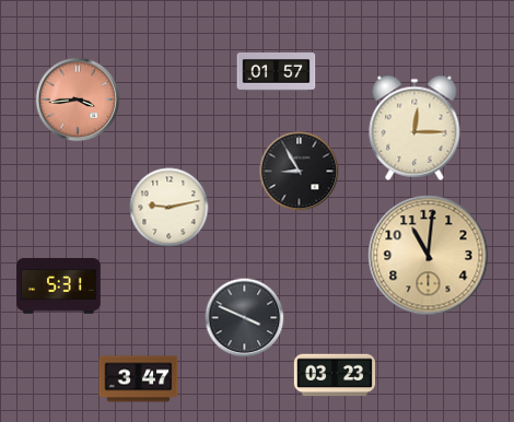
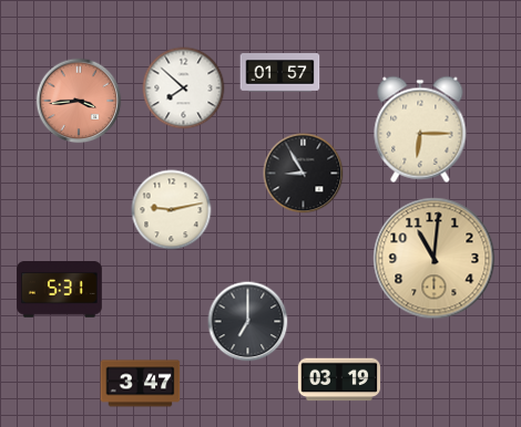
clock at (184, 88): none -> 7:52
clock at (414, 128): 12:15 -> 6:15
clock at (245, 318): 3:49 -> 7:00
clock at (334, 375): 03:23 -> 03:19
